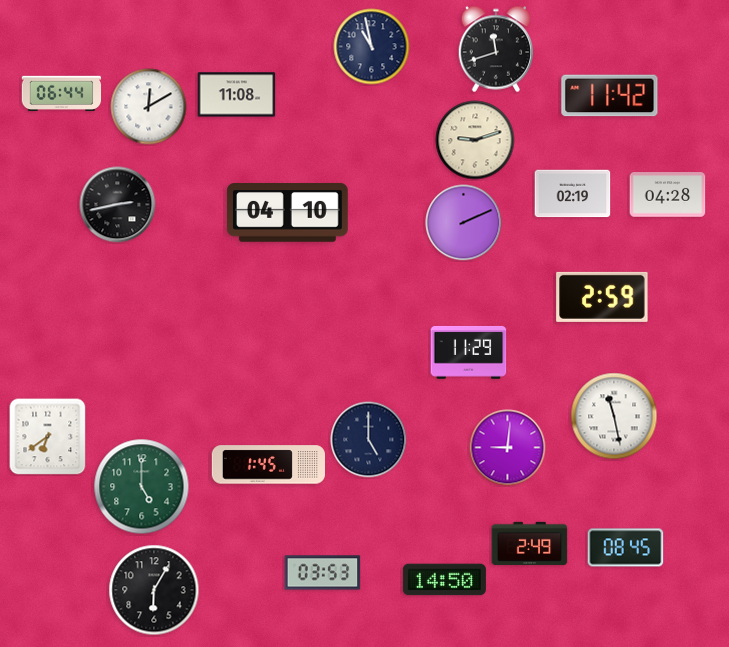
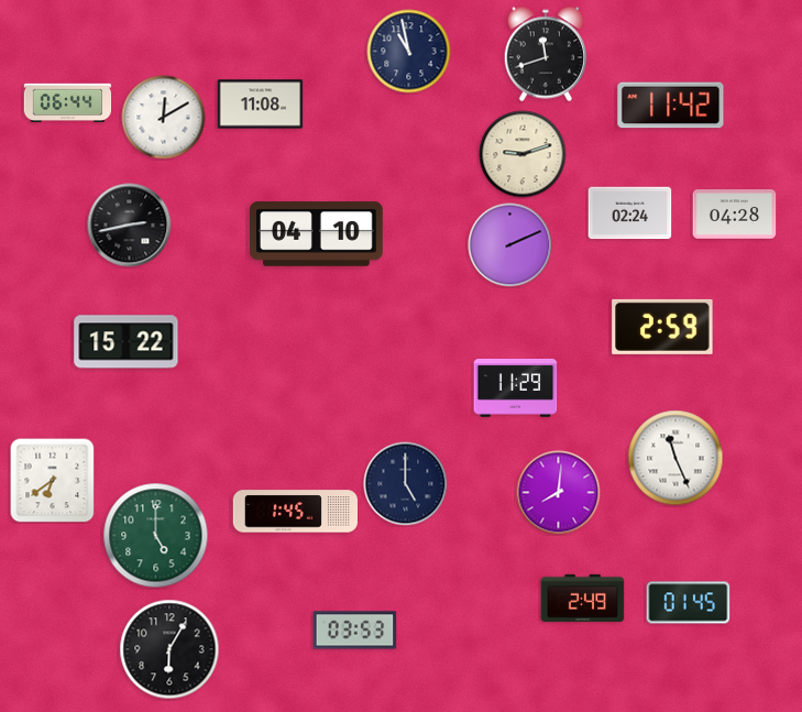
clock at (573, 194): 02:19 -> 02:24
clock at (127, 342): none -> 15:22
clock at (614, 416): 11:28 -> 11:26
clock at (508, 448): 9:01 -> 8:01
clock at (626, 548): 08:45 -> 01:45
clock at (444, 580): 14:50 -> none
